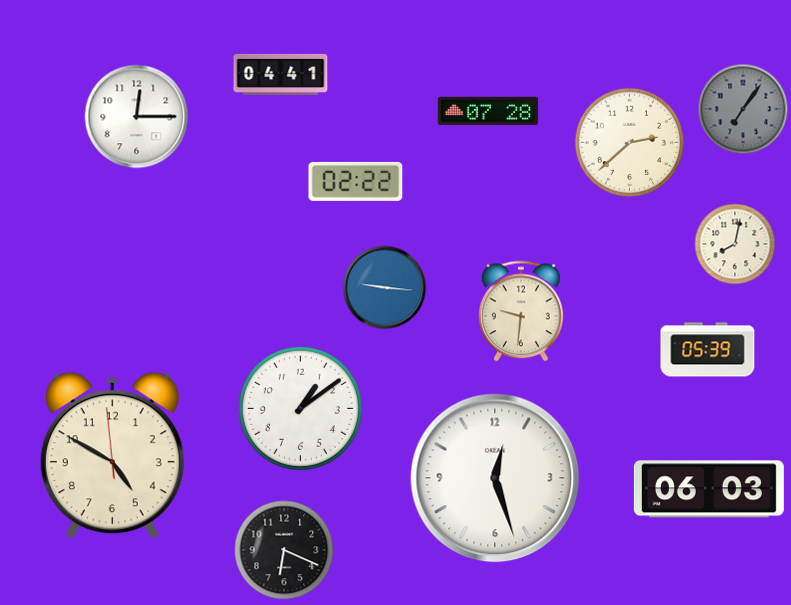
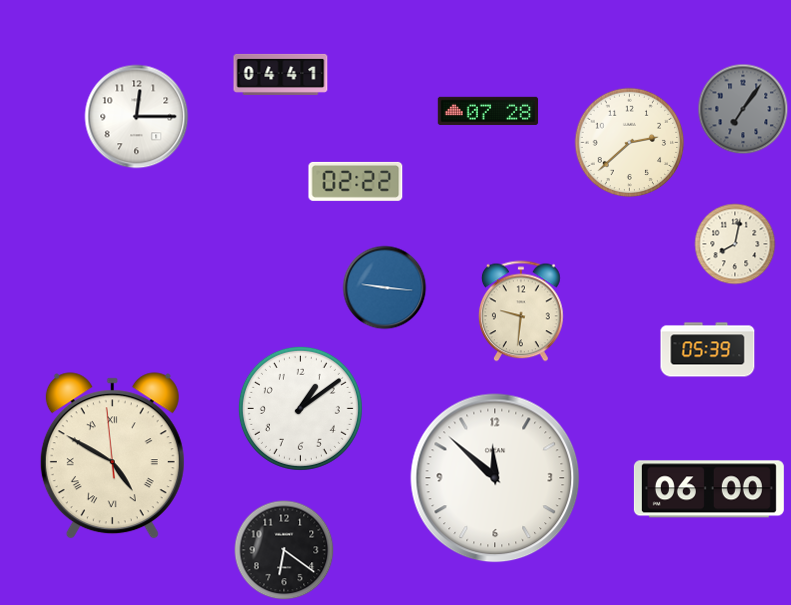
clock at (112, 456) numerals: Arabic -> Roman
clock at (495, 478): 12:27 -> 11:52
clock at (709, 489): 06:03 -> 06:00
clock at (284, 550): 6:19 -> 6:21
